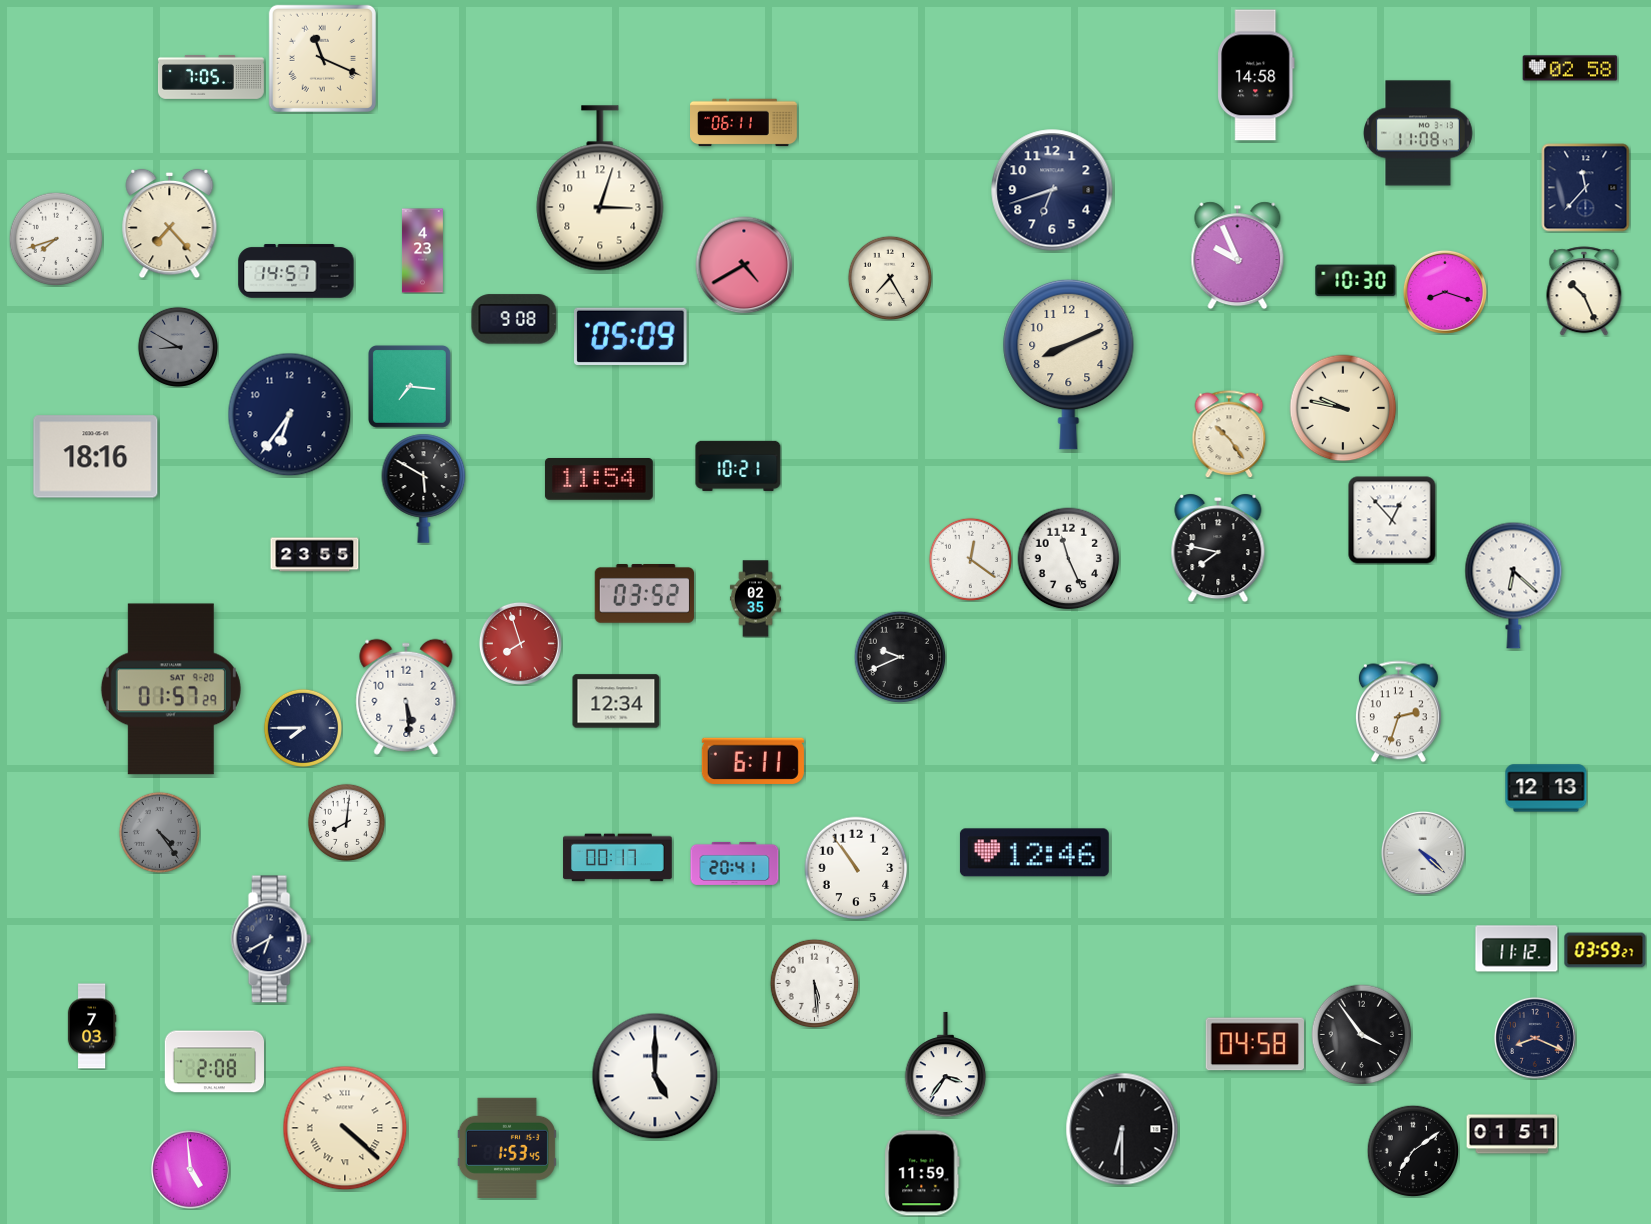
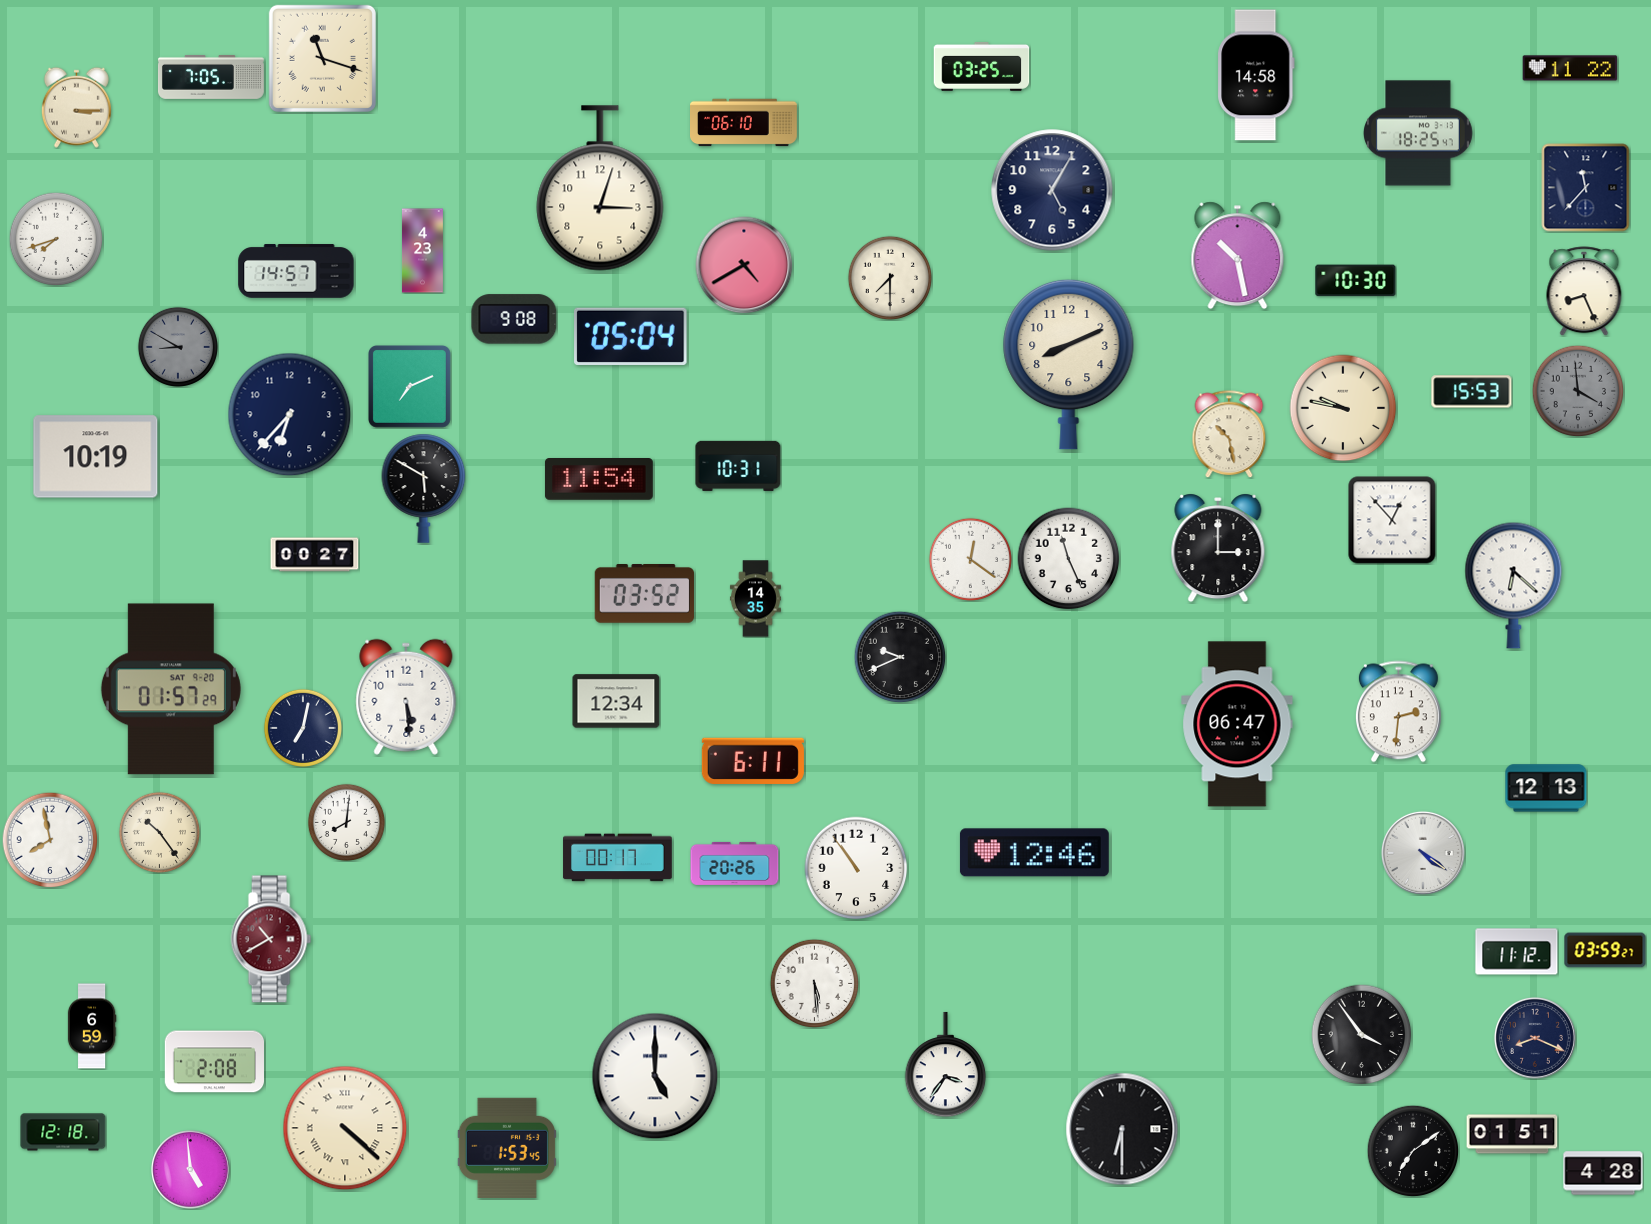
clock at (322, 58): 11:19 -> 11:18
clock at (982, 66): none -> 03:25
clock at (1570, 68): 02:58 -> 11:22
clock at (76, 107): none -> 3:15
clock at (744, 123): 06:11 -> 06:10
clock at (1419, 133): 11:08 -> 18:25
clock at (1052, 190): 6:42 -> 5:05
clock at (170, 224): 7:23 -> none
clock at (1238, 256): 9:56 -> 10:28
clock at (889, 277): 7:25 -> 7:30
clock at (1584, 291): 10:26 -> 8:26
clock at (1445, 292): 8:18 -> none
clock at (631, 336): 05:09 -> 05:04
clock at (409, 386): 7:16 -> 7:11
clock at (1578, 391): none -> 3:59
clock at (1472, 392): none -> 15:53
clock at (290, 415): 6:36 -> 6:37
clock at (1229, 434): 10:24 -> 10:28
clock at (96, 457): 18:16 -> 10:19
clock at (738, 466): 10:21 -> 10:31
clock at (1218, 548): 7:47 -> 3:00
clock at (315, 555): 23:55 -> 00:27
clock at (755, 599): 02:35 -> 14:35
clock at (520, 643): 7:57 -> none
clock at (1398, 712): 2:33 -> 2:31
clock at (1237, 724): none -> 06:47
clock at (303, 728): 7:45 -> 7:02
clock at (159, 832): 4:24 -> 10:24
clock at (159, 832) dial: grey -> cream
clock at (50, 840): none -> 7:58
clock at (1423, 853): 4:22 -> 4:21
clock at (735, 863): 20:41 -> 20:26
clock at (271, 939): 6:40 -> 10:40
clock at (271, 939) dial: navy -> burgundy
clock at (1517, 949) position: (1517, 949) -> (1517, 952)
clock at (92, 1026): 7:03 -> 6:59
clock at (1255, 1044): 04:58 -> none
clock at (63, 1132): none -> 12:18
clock at (922, 1173): 11:59 -> none
clock at (1603, 1173): none -> 4:28
